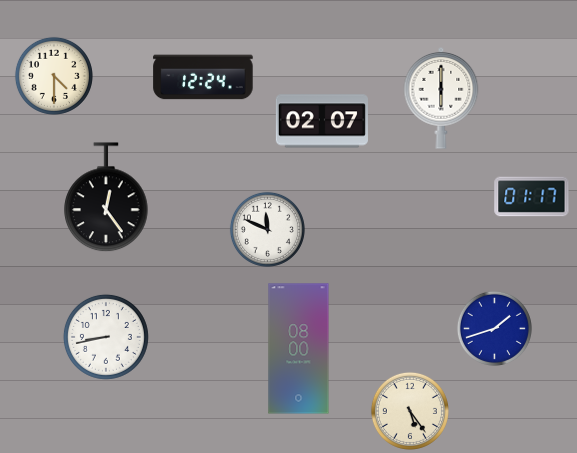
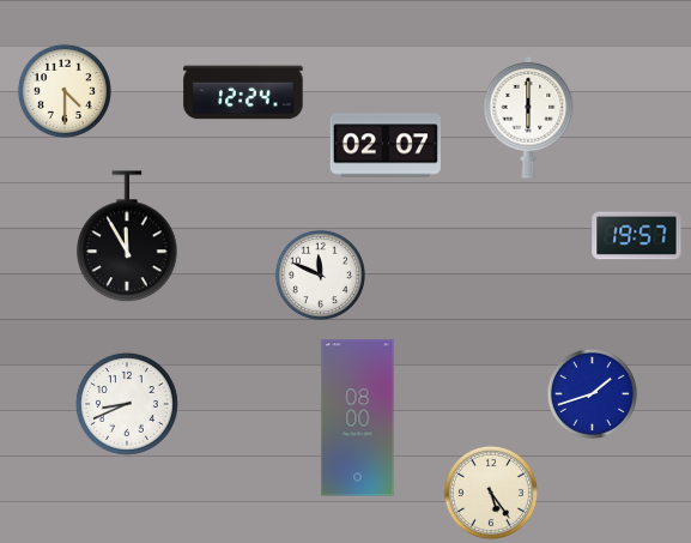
clock at (532, 197): 01:17 -> 19:57
clock at (106, 198): 12:24 -> 11:55
clock at (106, 337): 8:43 -> 8:41
